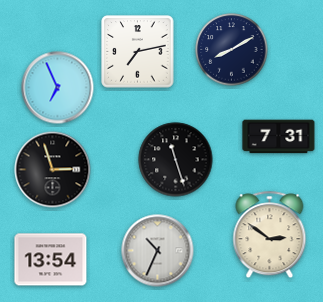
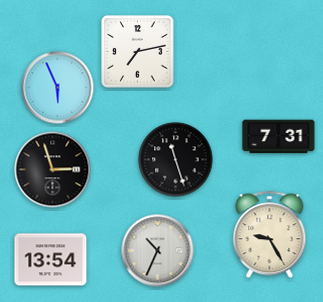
clock at (232, 50): 8:10 -> none
clock at (58, 88): 6:56 -> 5:56
clock at (270, 235): 2:51 -> 9:25
